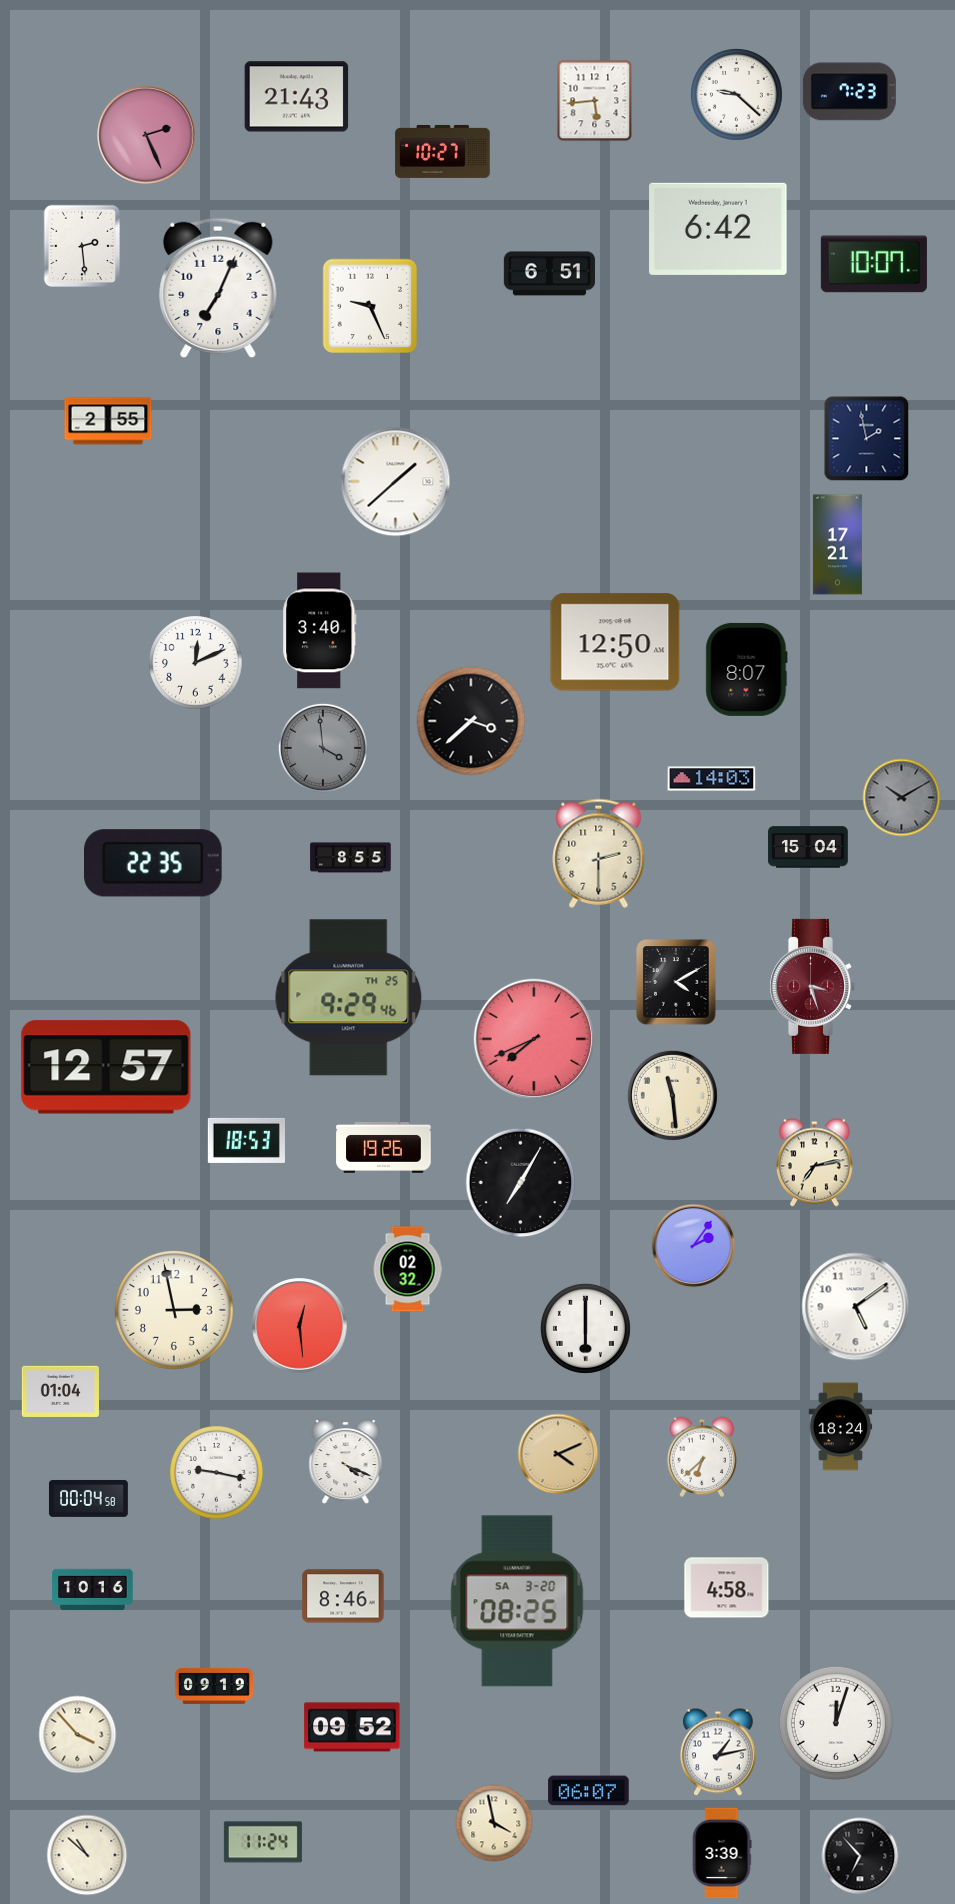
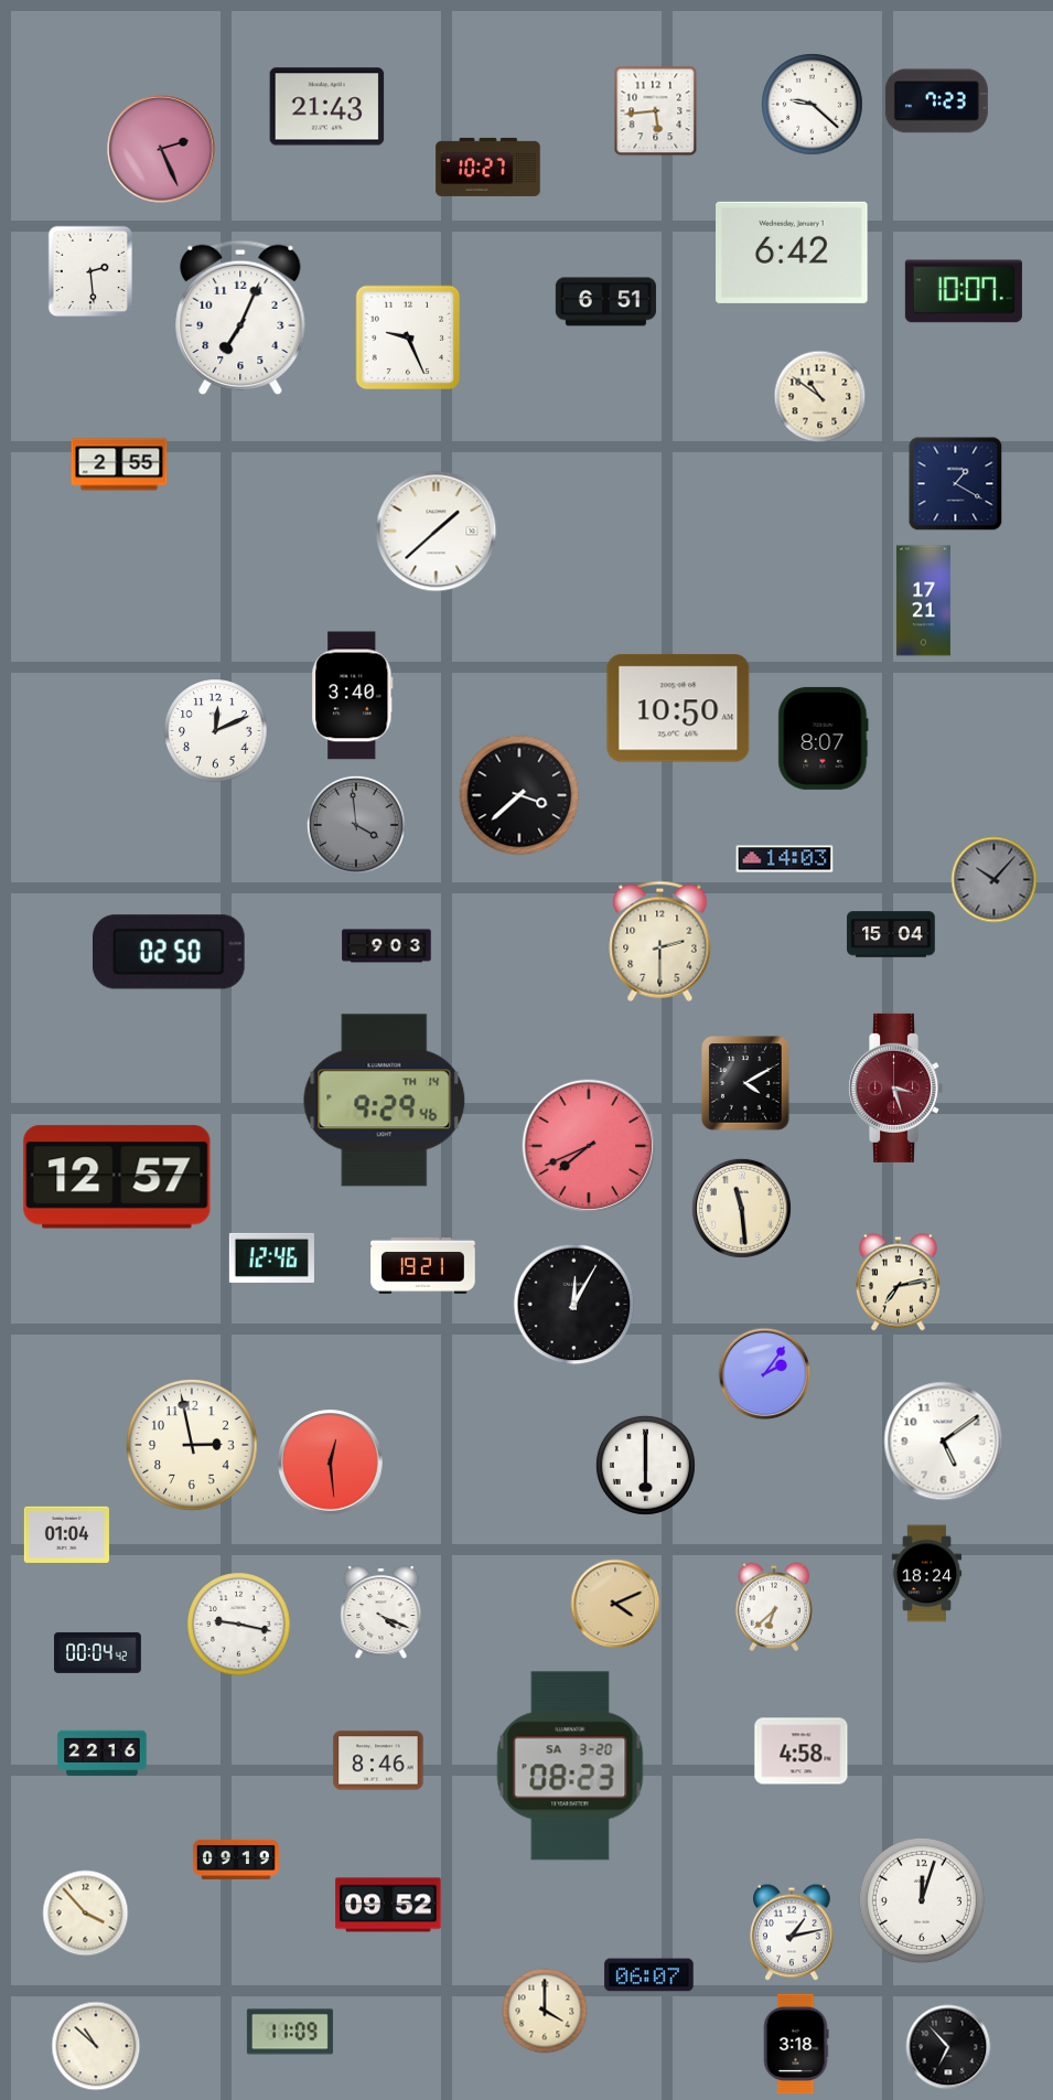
clock at (820, 397): none -> 10:51
clock at (867, 439): 1:58 -> 1:20
clock at (615, 642): 12:50 -> 10:50
clock at (902, 798): 10:10 -> 10:07
clock at (351, 858): 8:55 -> 9:03
clock at (154, 863): 22:35 -> 02:50
clock at (349, 998) date: TH 25 -> TH 14
clock at (246, 1140): 18:53 -> 12:46
clock at (384, 1147): 19:26 -> 19:21
clock at (521, 1183): 7:05 -> 12:05
clock at (408, 1269): 02:32 -> none
clock at (88, 1498): 00:04:58 -> 00:04:42
clock at (93, 1590): 10:16 -> 22:16
clock at (517, 1601): 08:25 -> 08:23
clock at (494, 1823): 3:58 -> 4:00
clock at (263, 1842): 11:24 -> 11:09
clock at (722, 1853): 3:39 -> 3:18
